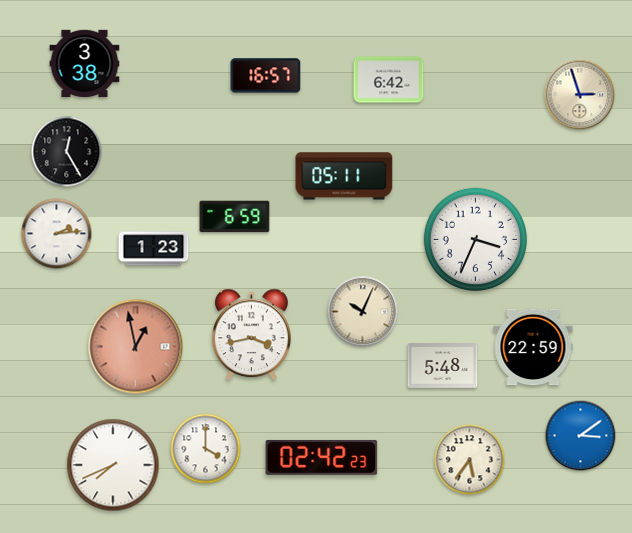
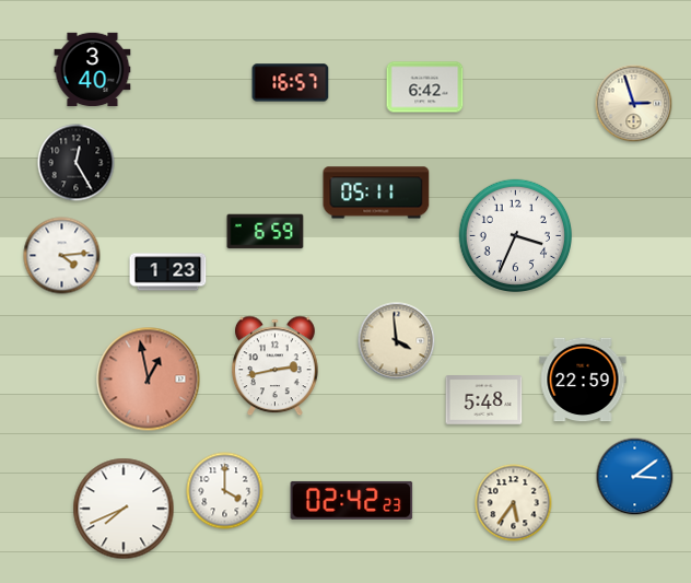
clock at (85, 64): 3:38 -> 3:40
clock at (67, 152) position: (67, 152) -> (77, 163)
clock at (235, 217) position: (235, 217) -> (266, 232)
clock at (57, 234): 2:14 -> 4:14
clock at (475, 239) position: (475, 239) -> (515, 235)
clock at (363, 312): 10:04 -> 3:59
clock at (252, 335): 3:43 -> 2:43
